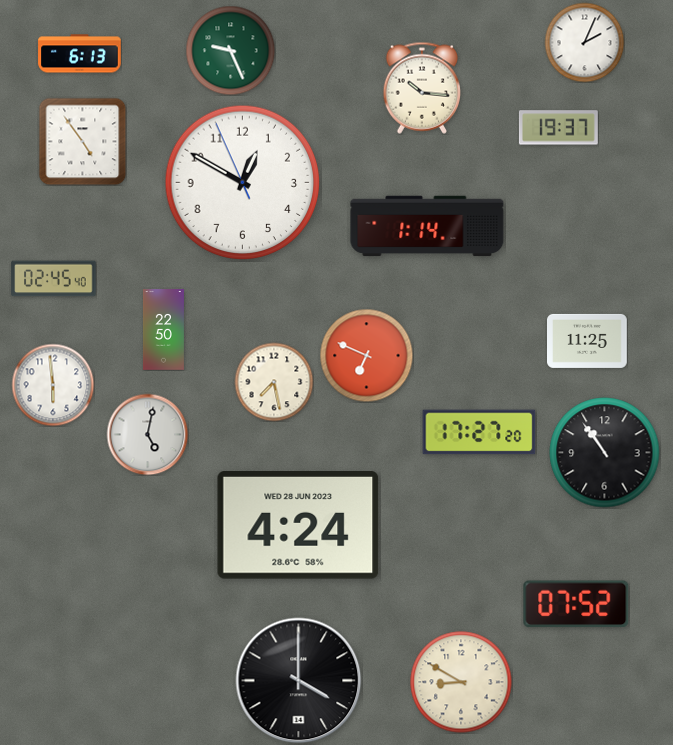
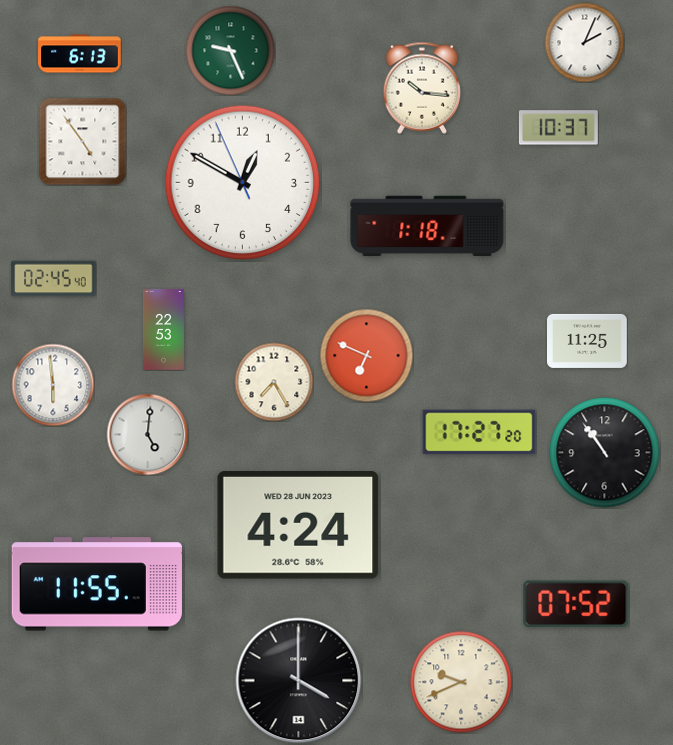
clock at (558, 128): 19:37 -> 10:37
clock at (427, 226): 1:14 -> 1:18
clock at (163, 330): 22:50 -> 22:53
clock at (274, 382): 7:28 -> 7:25
clock at (147, 434): 5:02 -> 5:01
clock at (97, 584): none -> 11:55
clock at (461, 682): 8:50 -> 9:41
